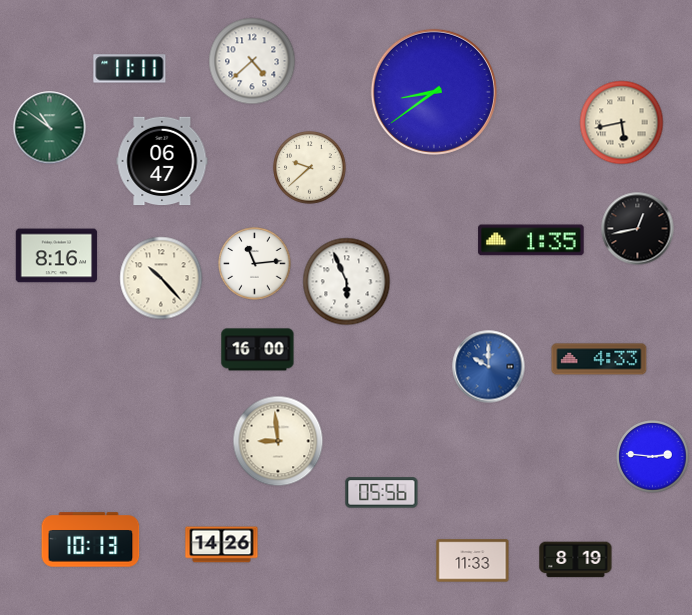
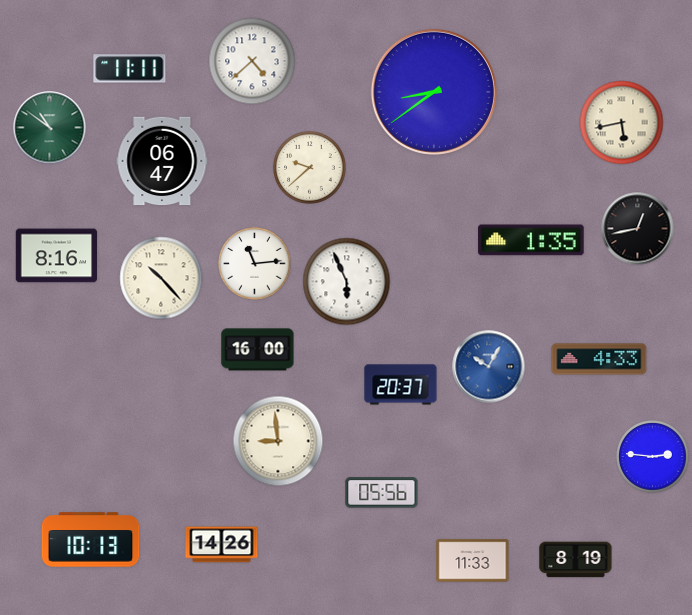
clock at (489, 367): 10:00 -> 10:05
clock at (401, 385): none -> 20:37
